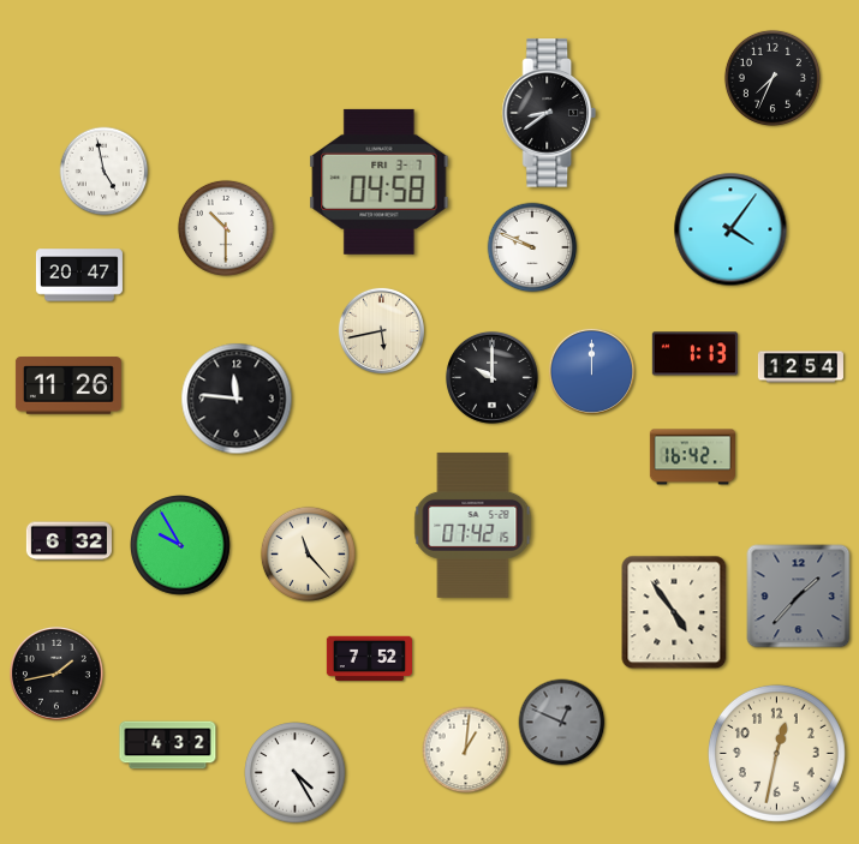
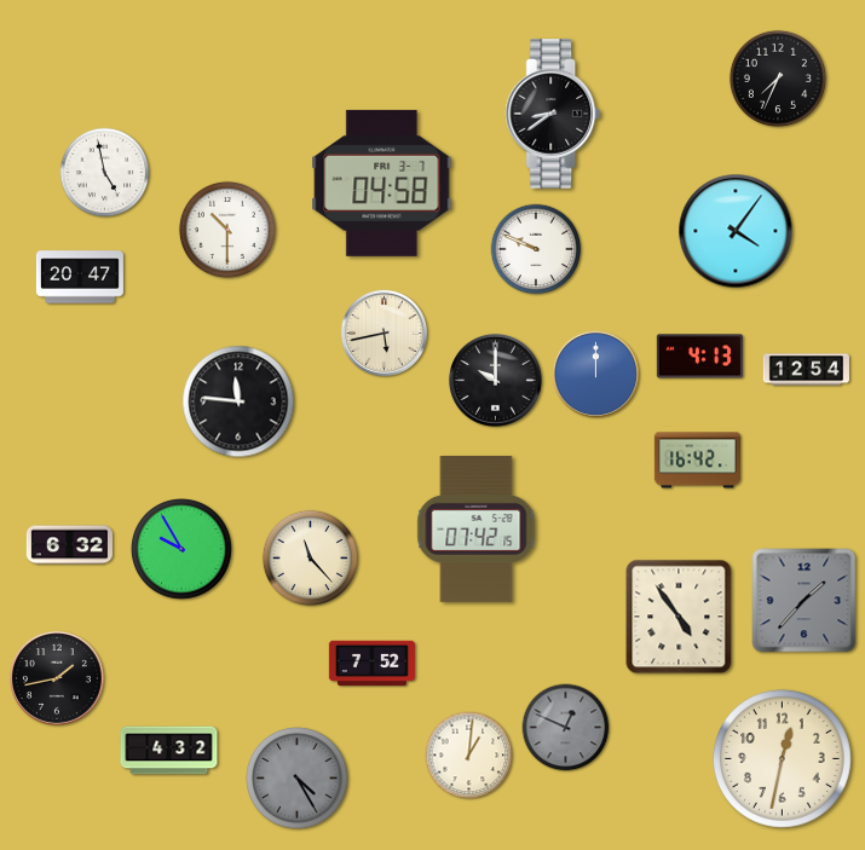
clock at (694, 354): 1:13 -> 4:13
clock at (68, 385): 11:26 -> none
clock at (296, 773) dial: white -> grey
